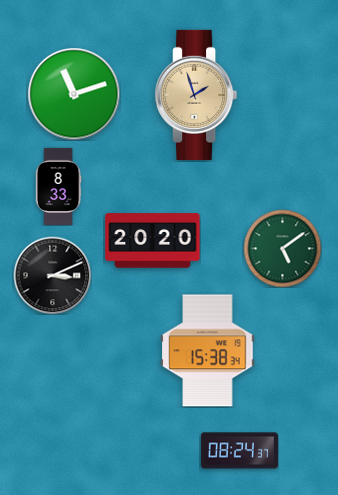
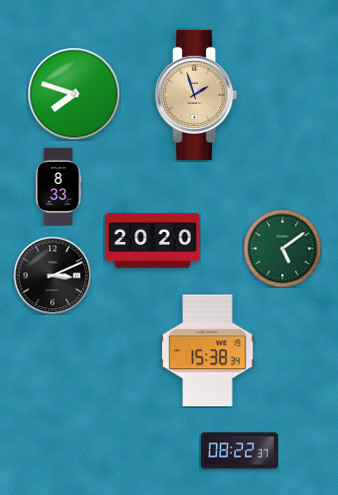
clock at (74, 94): 11:12 -> 7:48
clock at (239, 451): 08:24 -> 08:22
